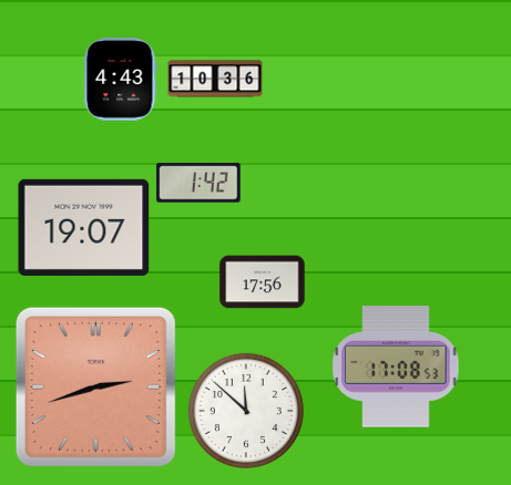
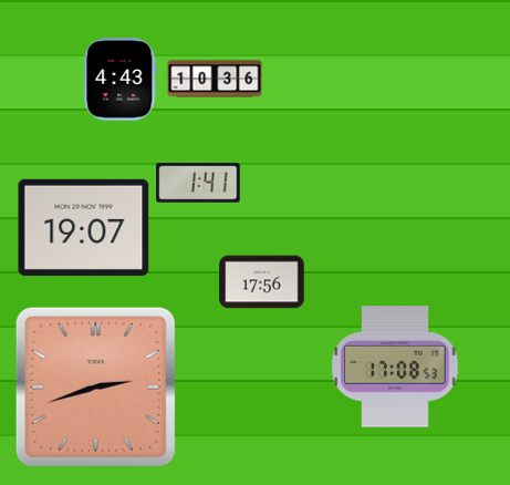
clock at (198, 183): 1:42 -> 1:41
clock at (246, 411): 11:52 -> none
